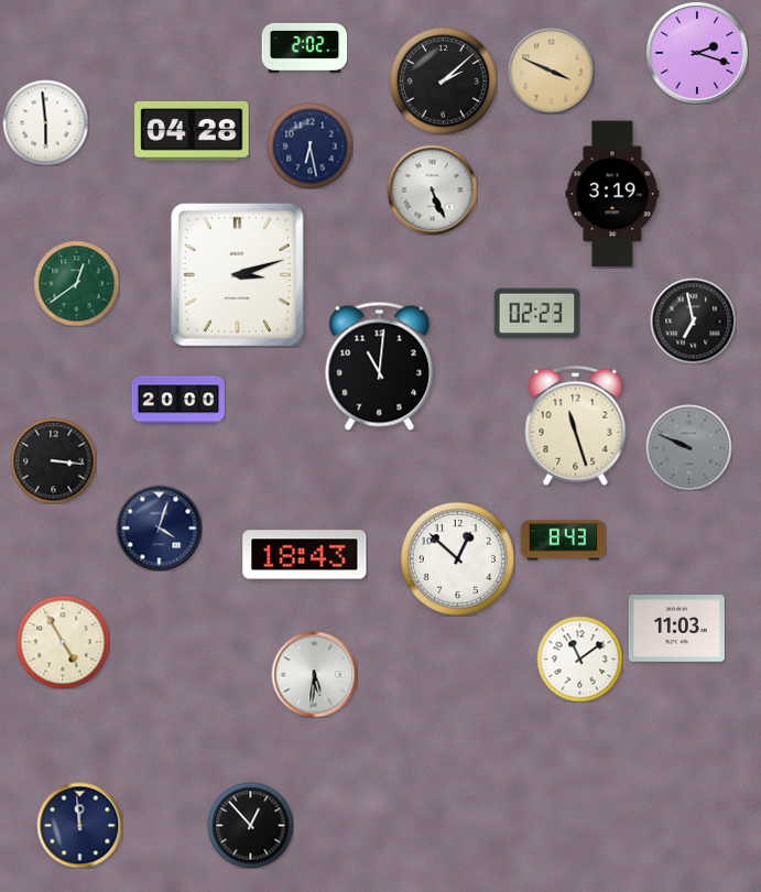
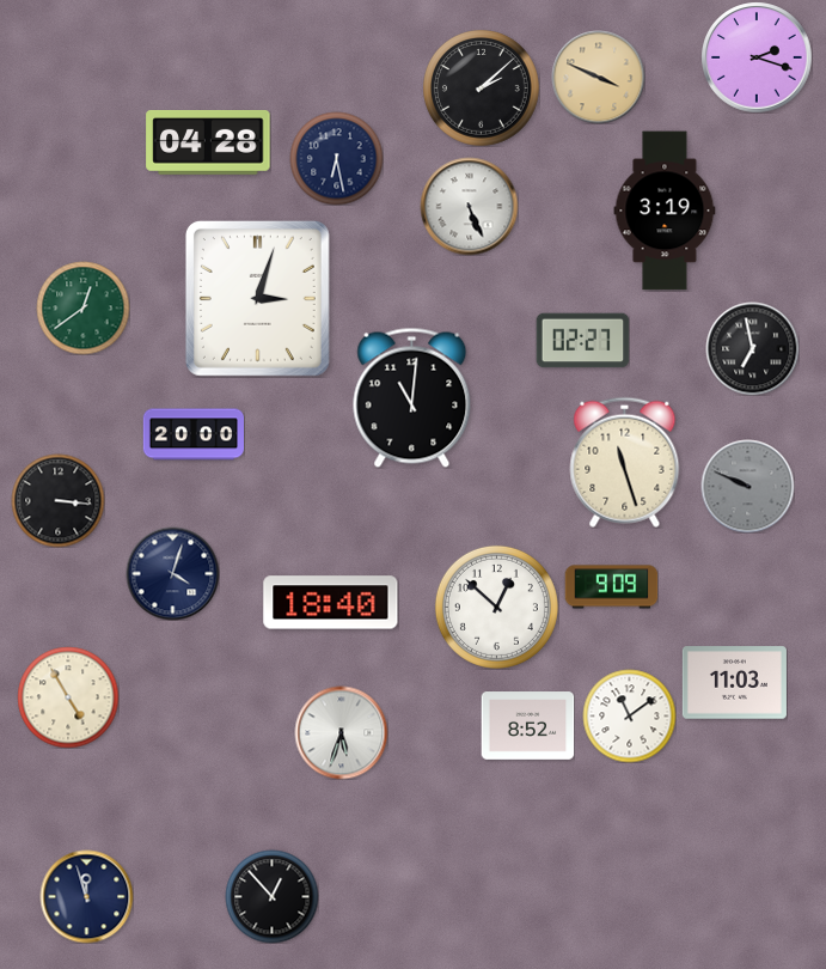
clock at (304, 47): 2:02 -> none
clock at (45, 122): 5:59 -> none
clock at (237, 274): 3:12 -> 3:03
clock at (536, 314): 02:23 -> 02:27
clock at (563, 541): 8:43 -> 9:09
clock at (305, 555): 18:43 -> 18:40
clock at (527, 726): none -> 8:52
clock at (314, 674): 5:31 -> 5:33
clock at (79, 825): 11:59 -> 11:57
